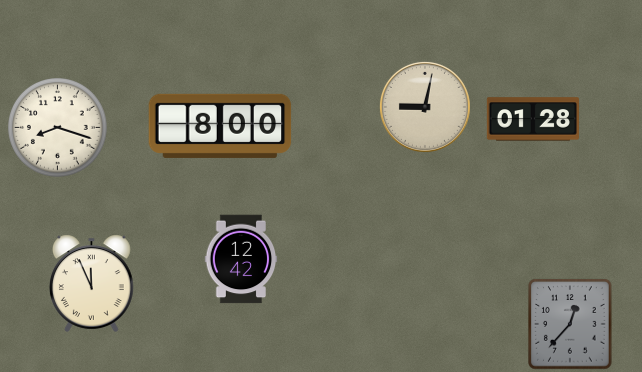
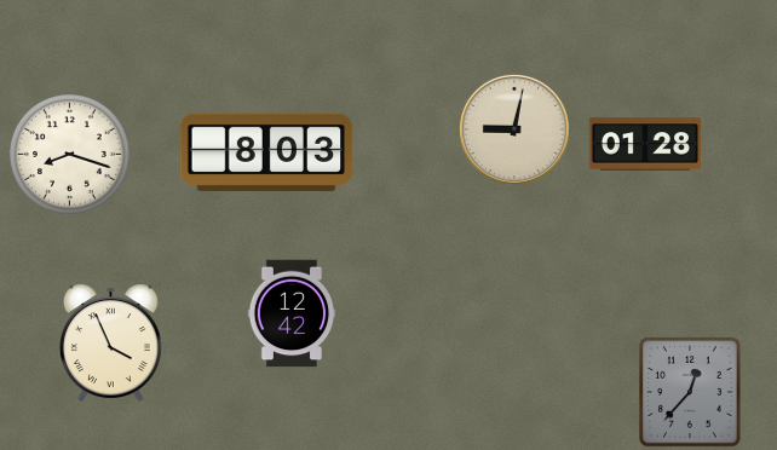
clock at (220, 126): 8:00 -> 8:03
clock at (91, 283): 11:56 -> 3:56
